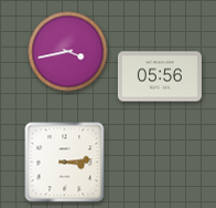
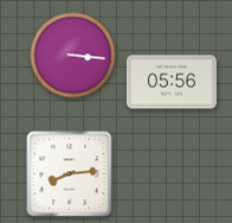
clock at (68, 52): 3:43 -> 3:16
clock at (65, 163): 3:14 -> 8:14
